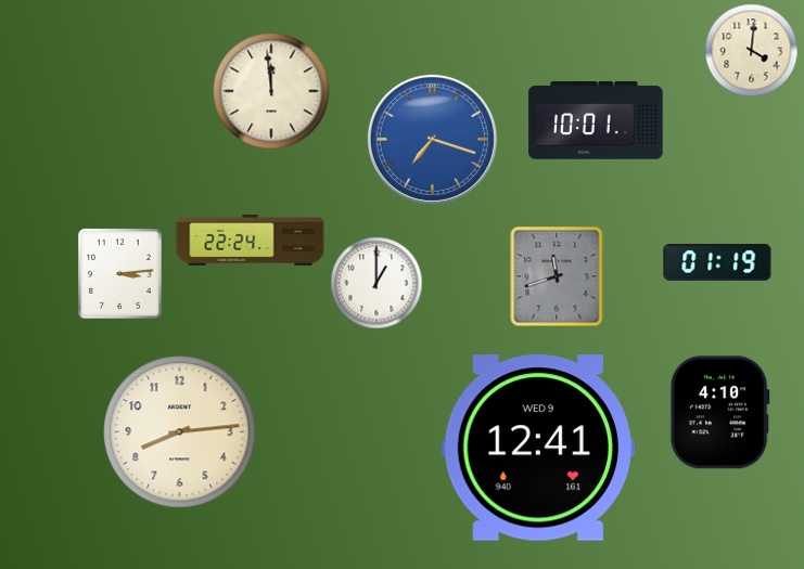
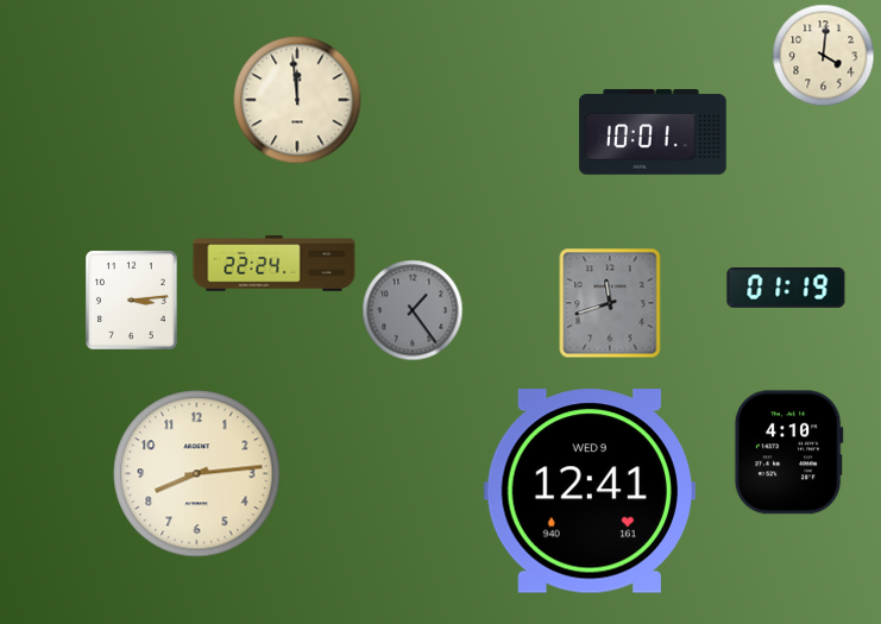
clock at (432, 139): 7:18 -> none
clock at (377, 283): 1:00 -> 1:24
clock at (377, 283) dial: white -> grey
